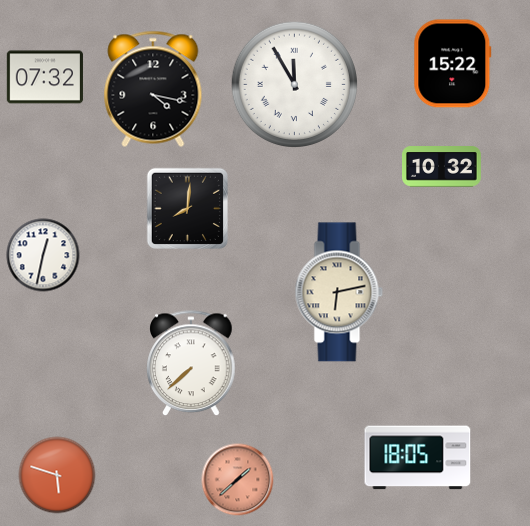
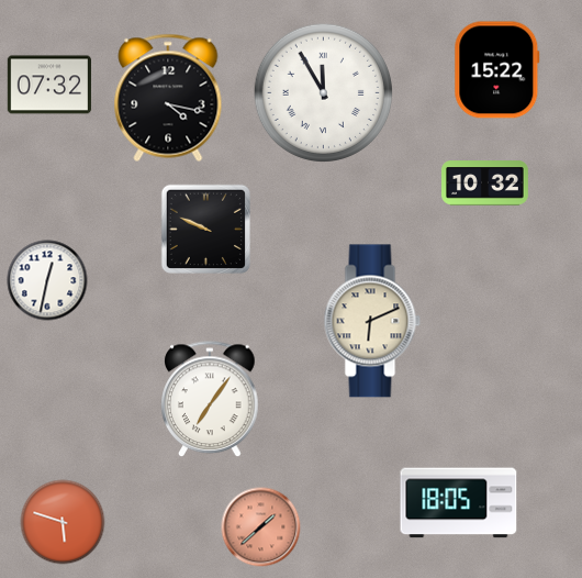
clock at (187, 208): 8:01 -> 9:49
clock at (339, 292): 6:13 -> 6:11
clock at (191, 364): 7:38 -> 7:06
